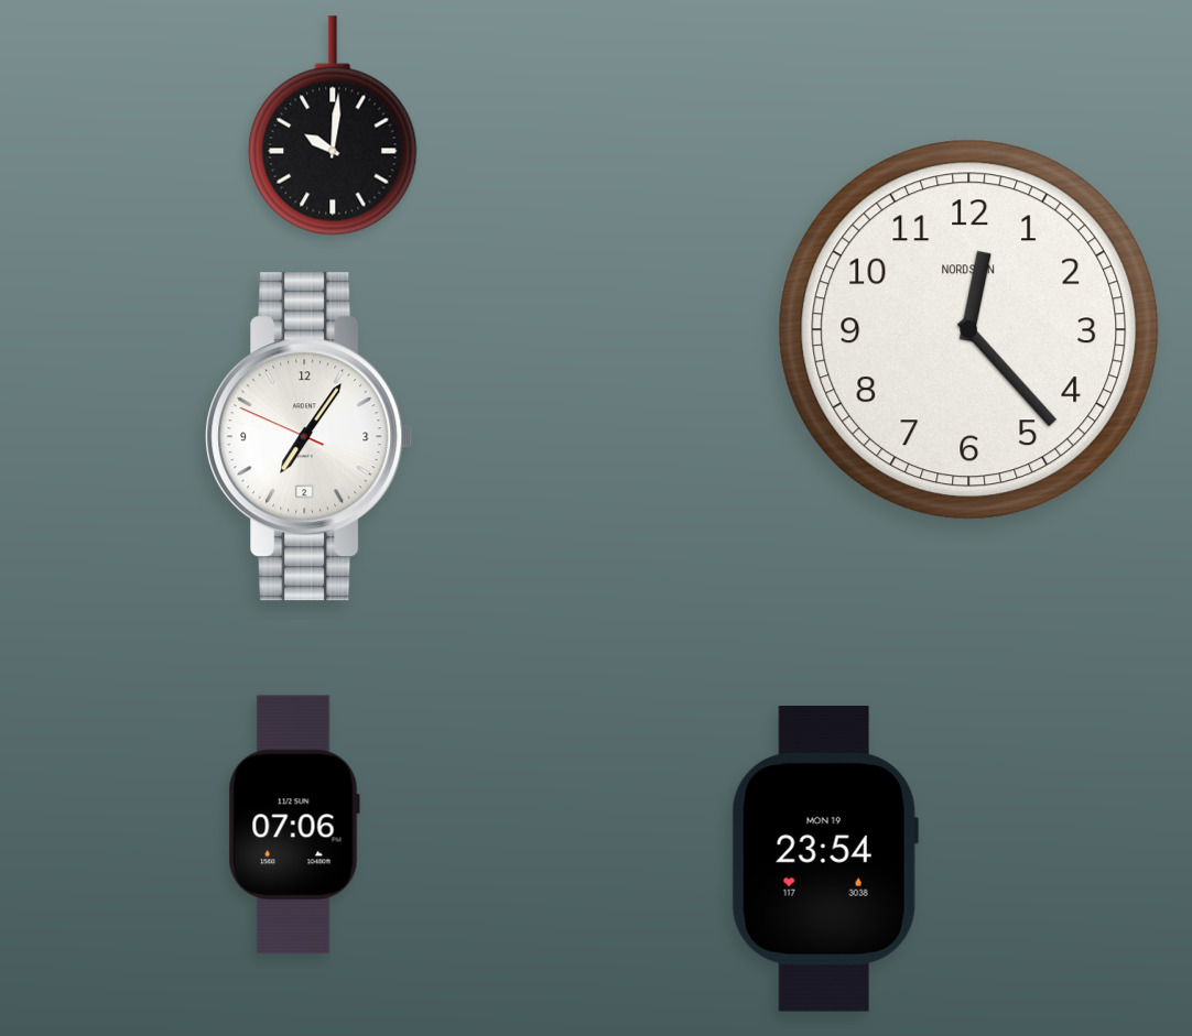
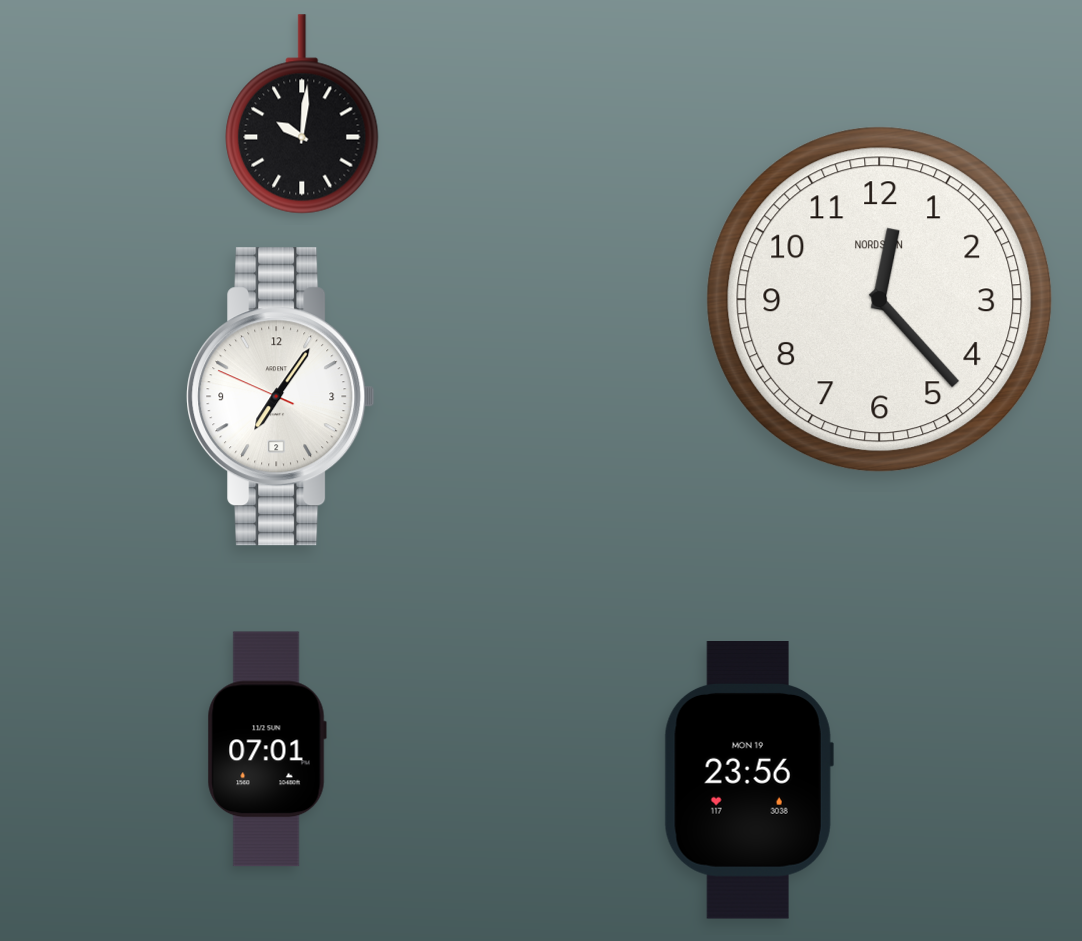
clock at (294, 825): 07:06 -> 07:01
clock at (825, 860): 23:54 -> 23:56
